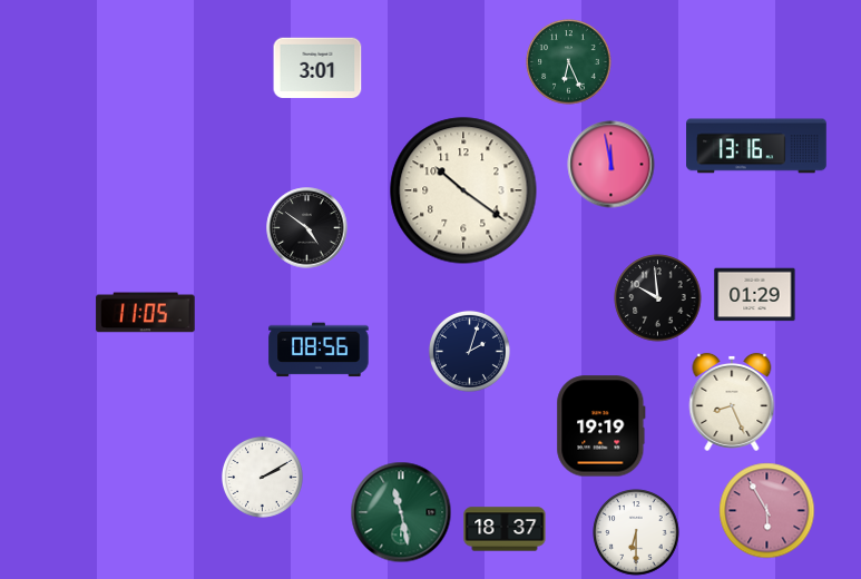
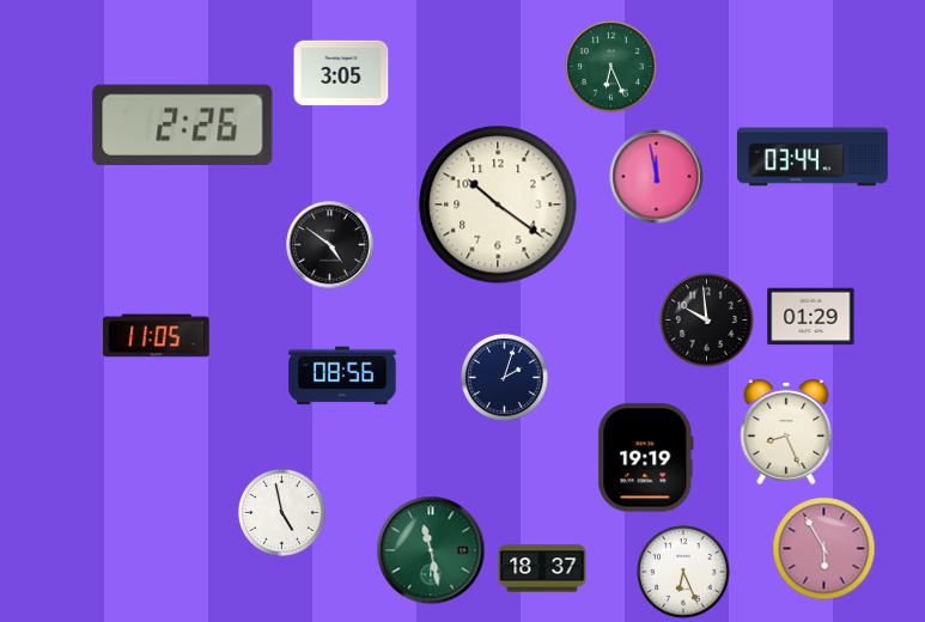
clock at (317, 68): 3:01 -> 3:05
clock at (183, 124): none -> 2:26
clock at (756, 146): 13:16 -> 03:44
clock at (263, 478): 2:10 -> 4:58
clock at (636, 532): 6:30 -> 6:26
